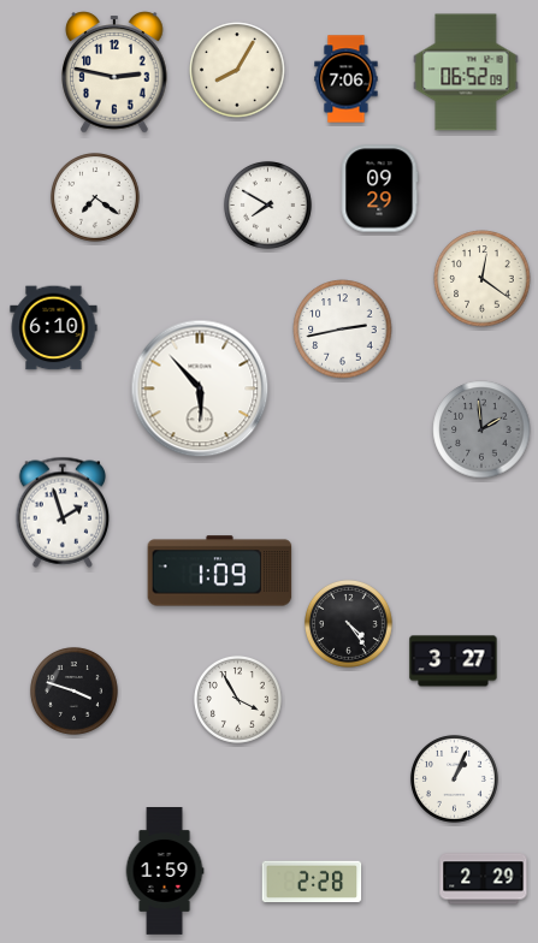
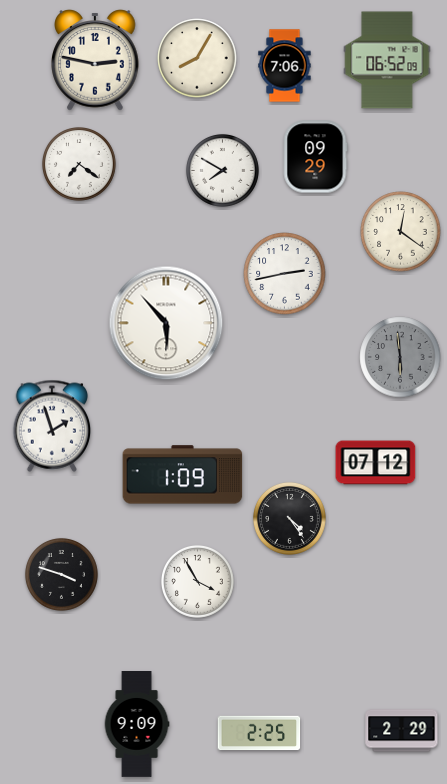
clock at (347, 79) position: (347, 79) -> (285, 66)
clock at (54, 328): 6:10 -> none
clock at (481, 429): 1:59 -> 5:59
clock at (376, 463): none -> 07:12
clock at (454, 662): 3:27 -> none
clock at (454, 778): 1:04 -> none
clock at (165, 872): 1:59 -> 9:09
clock at (312, 882): 2:28 -> 2:25
